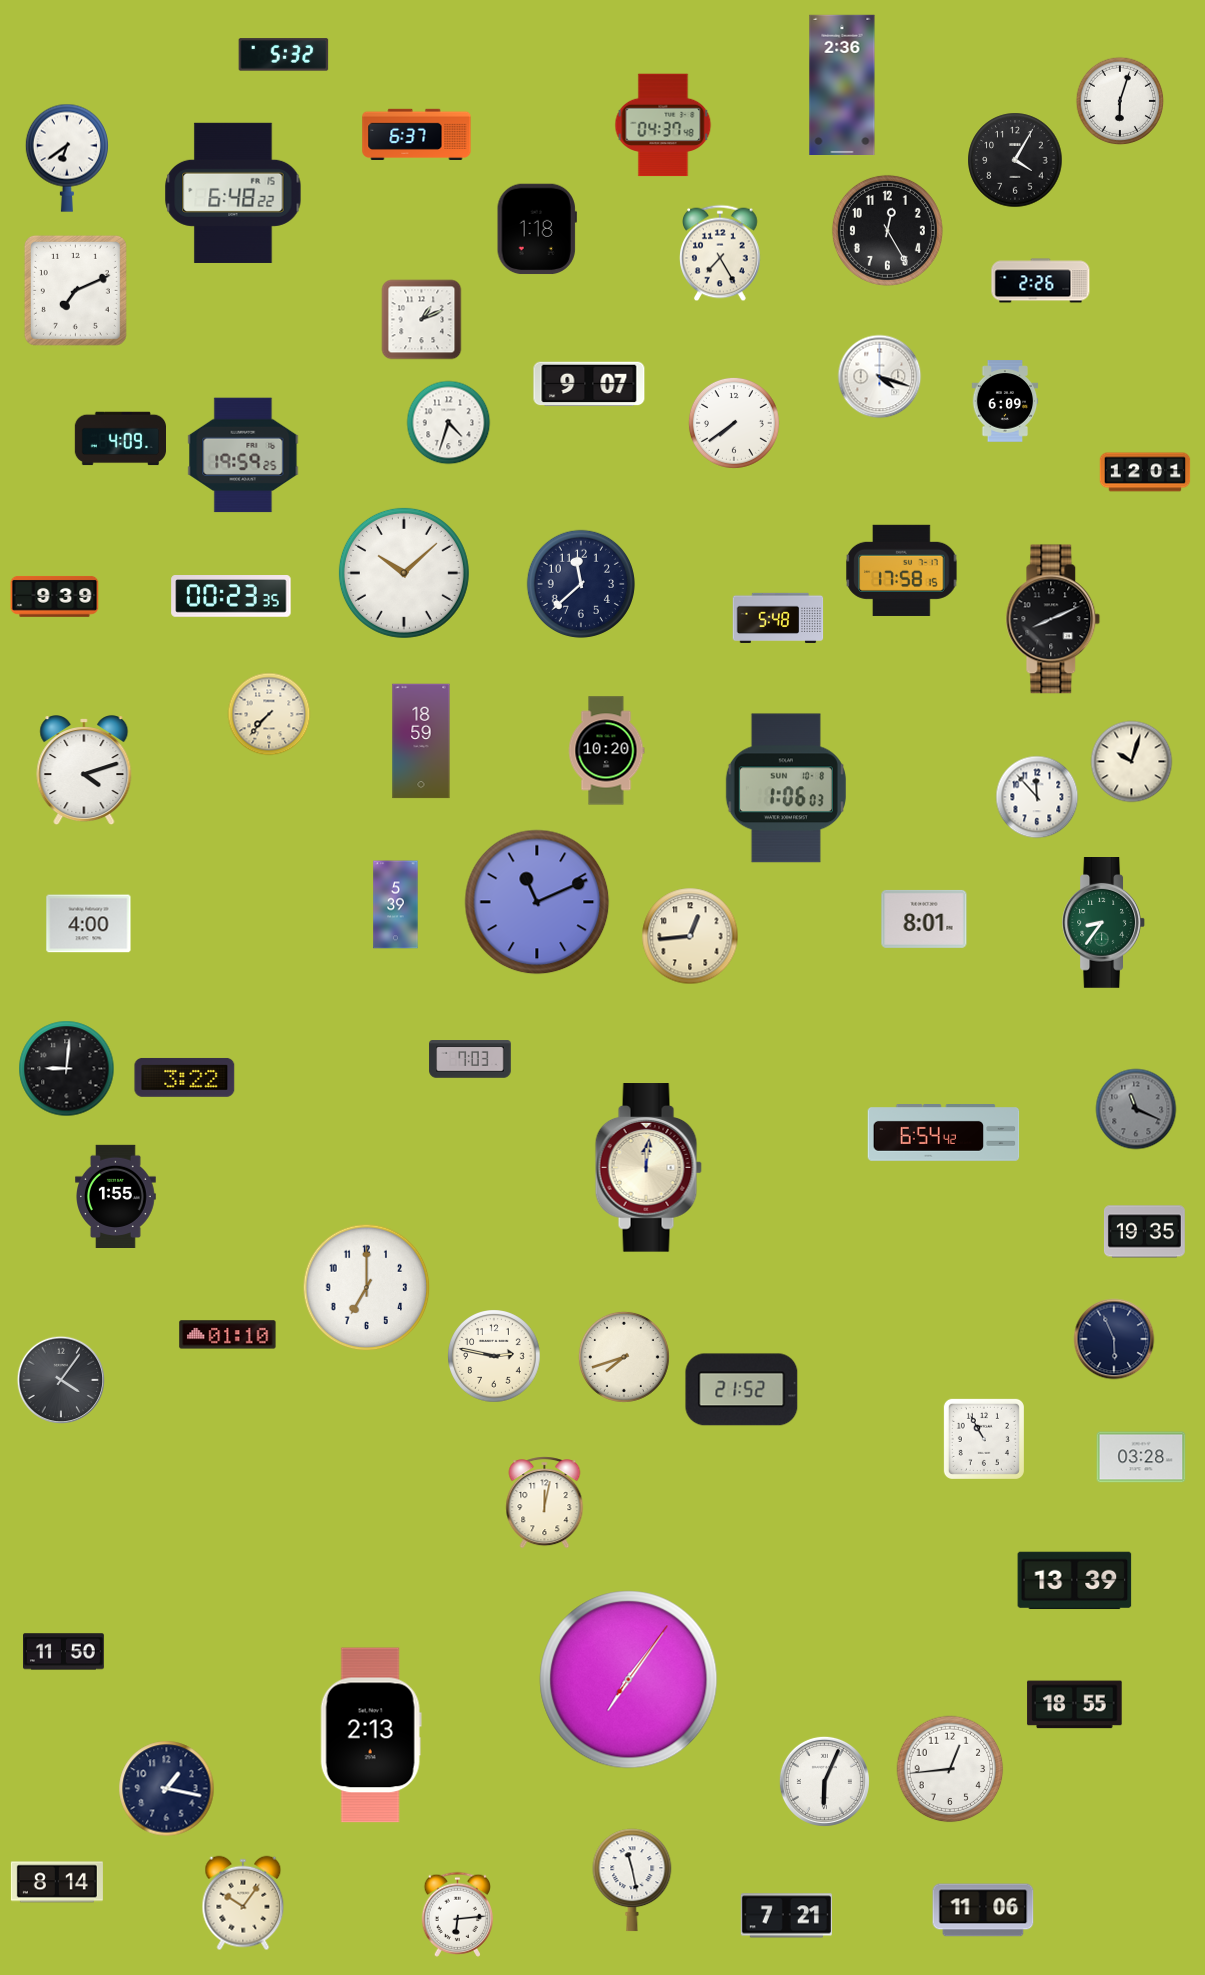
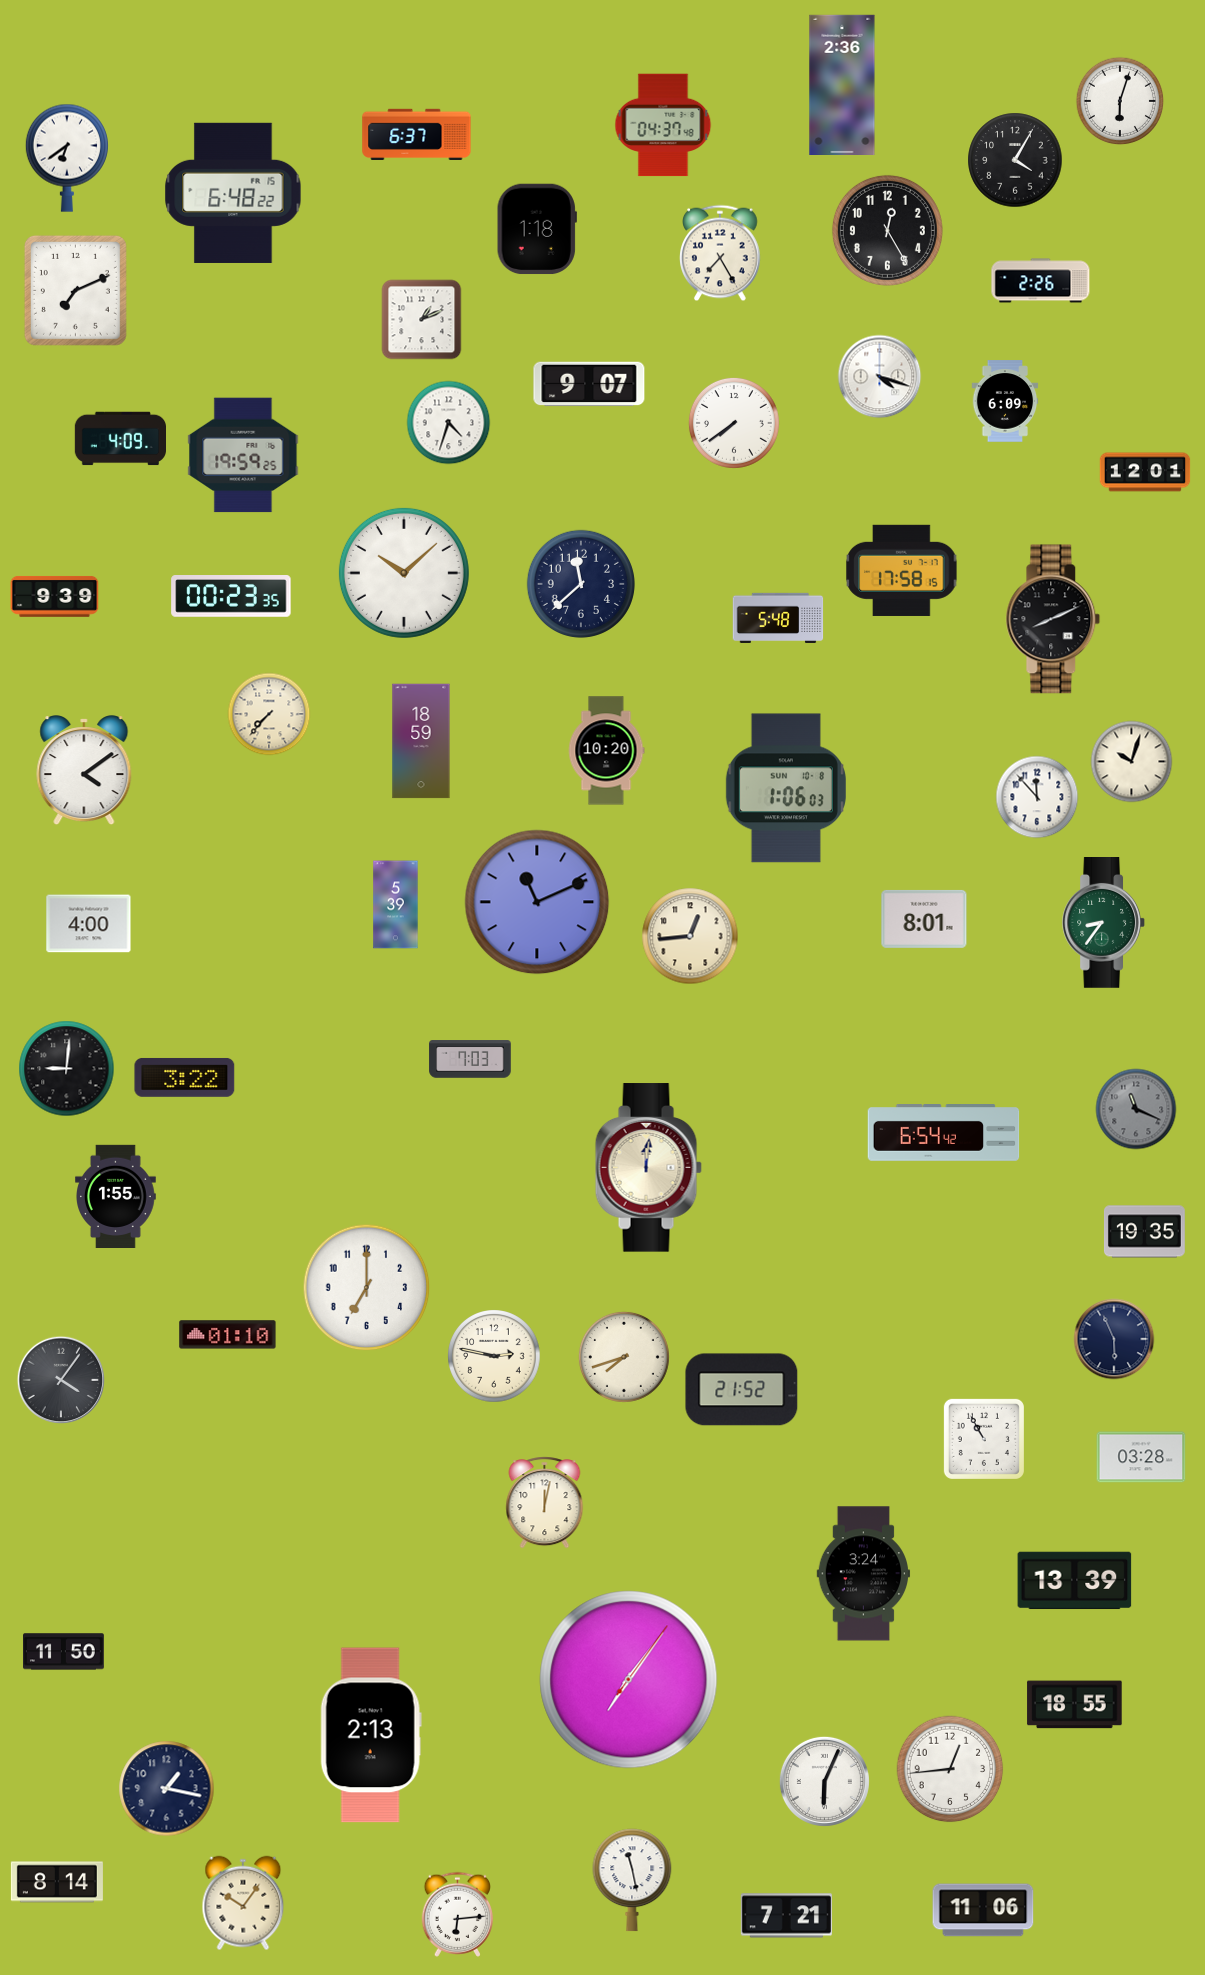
clock at (284, 55): 5:32 -> none
clock at (84, 771): 4:12 -> 4:09
clock at (864, 1574): none -> 3:24
